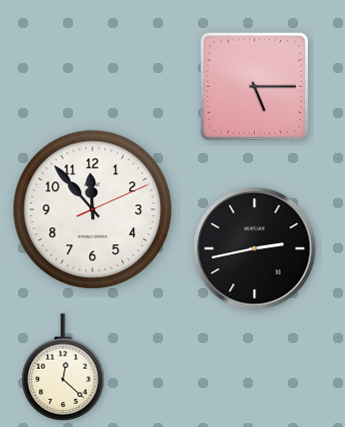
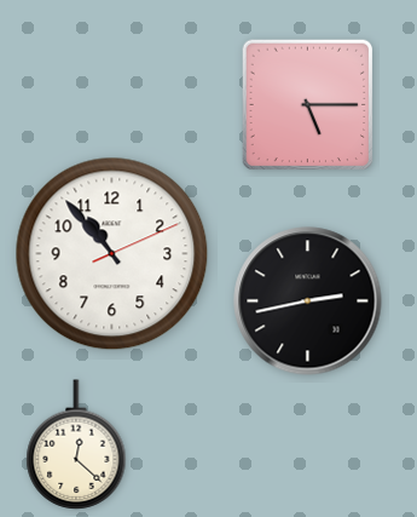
clock at (93, 210): 11:53 -> 10:53
